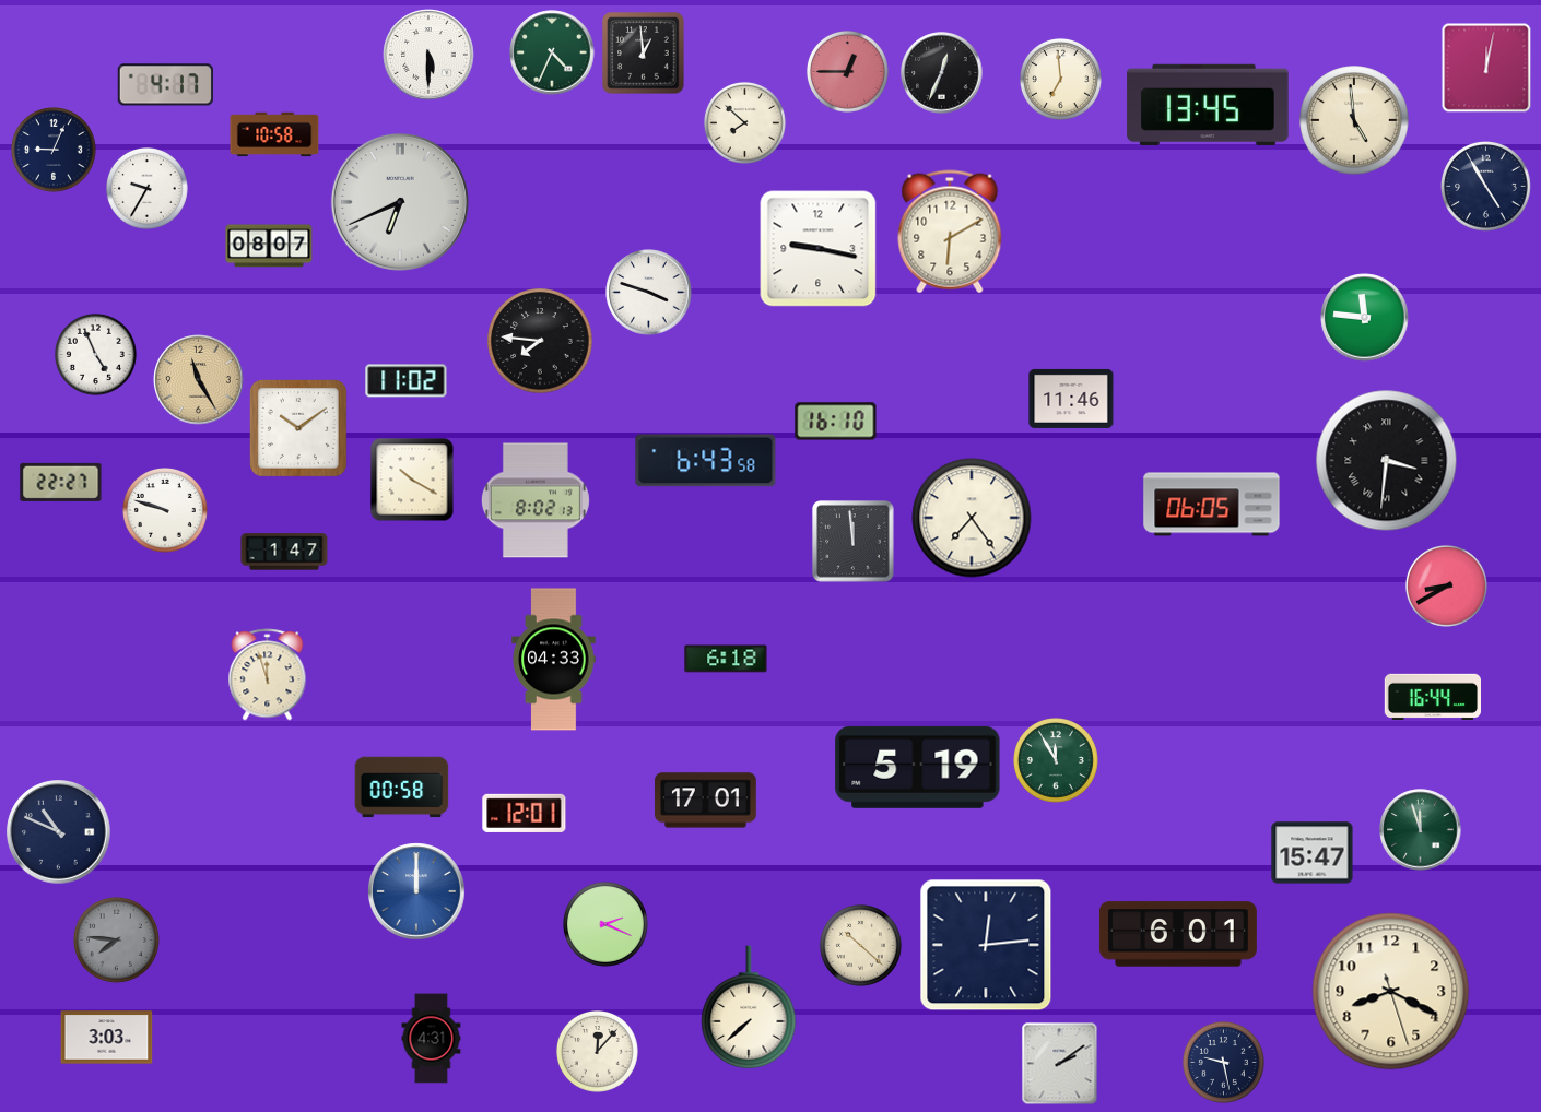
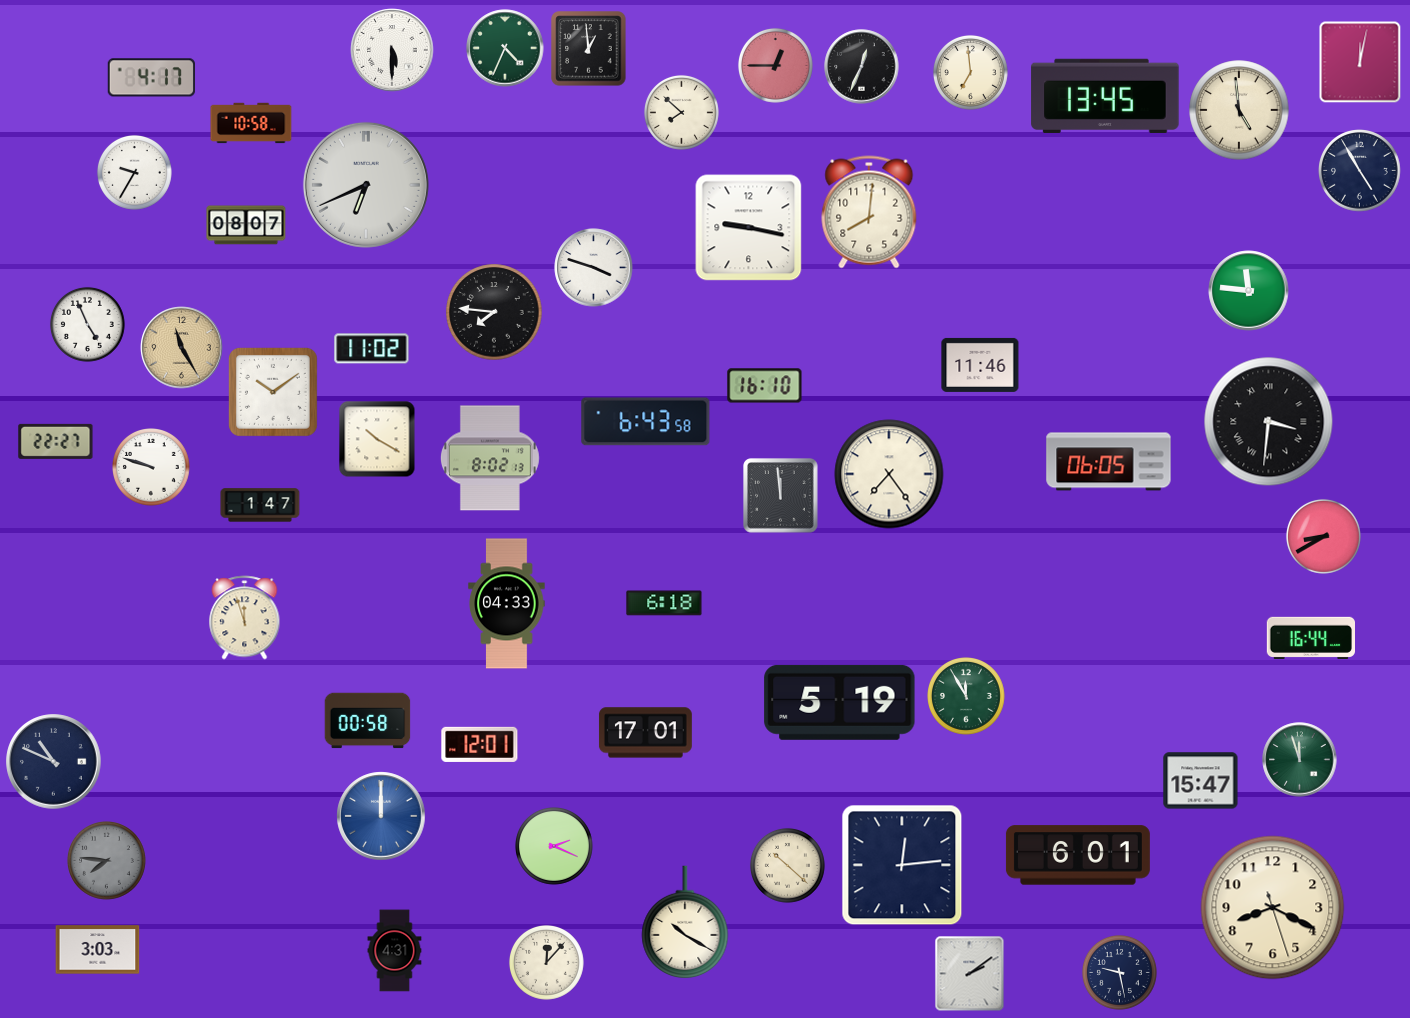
clock at (55, 151): 9:04 -> none
clock at (950, 232): 6:10 -> 8:01
clock at (749, 1008): 7:38 -> 10:20
